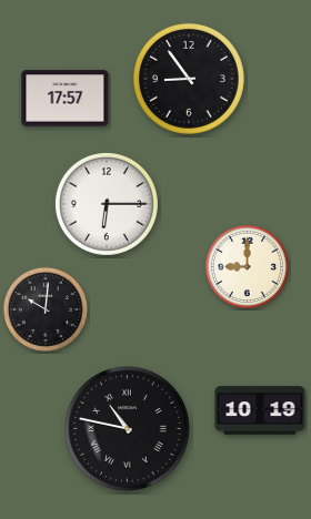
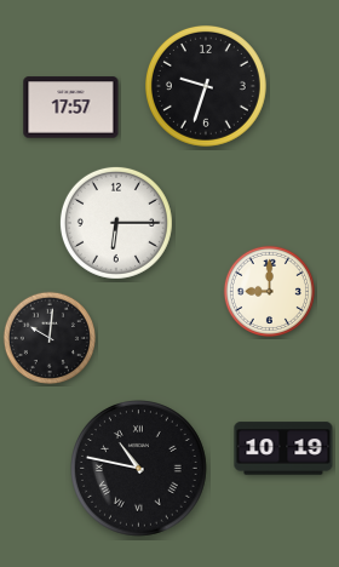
clock at (189, 79): 8:54 -> 9:33
